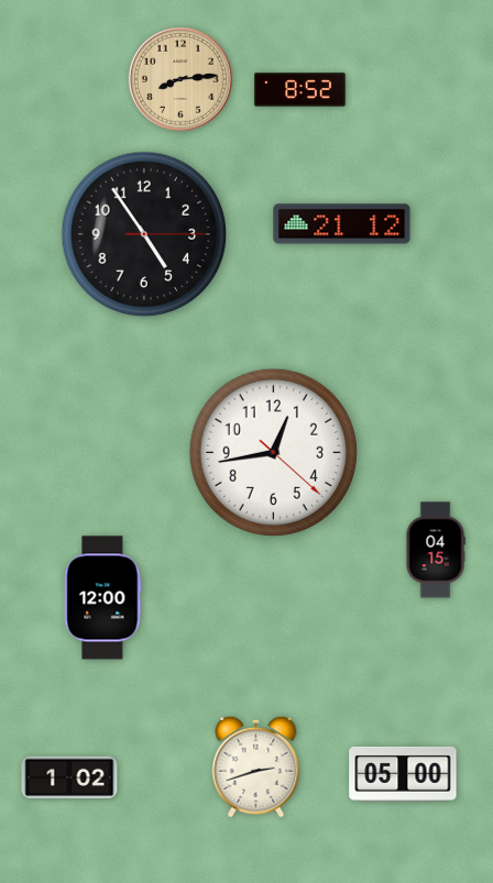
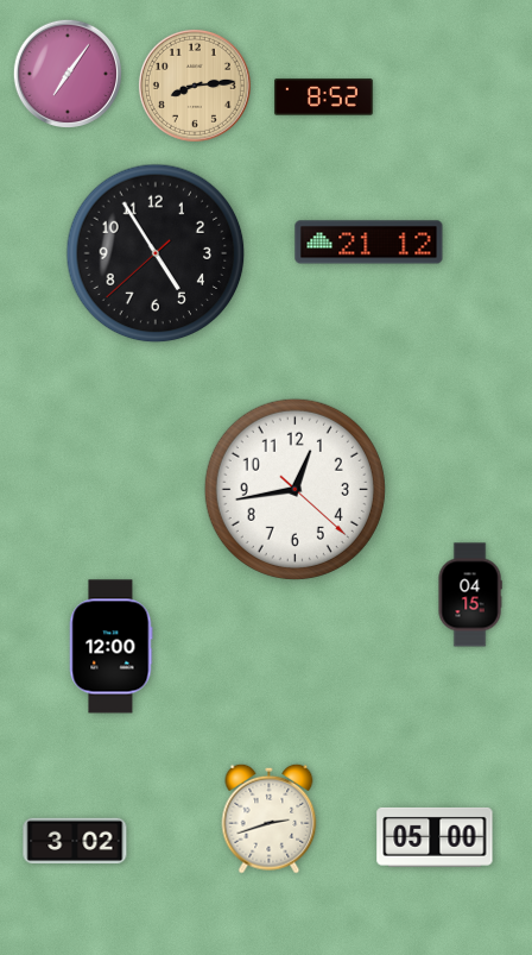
clock at (66, 73): none -> 7:06
clock at (144, 234): 4:54:15 -> 4:54:38
clock at (256, 766) position: (256, 766) -> (270, 818)
clock at (69, 777): 1:02 -> 3:02
